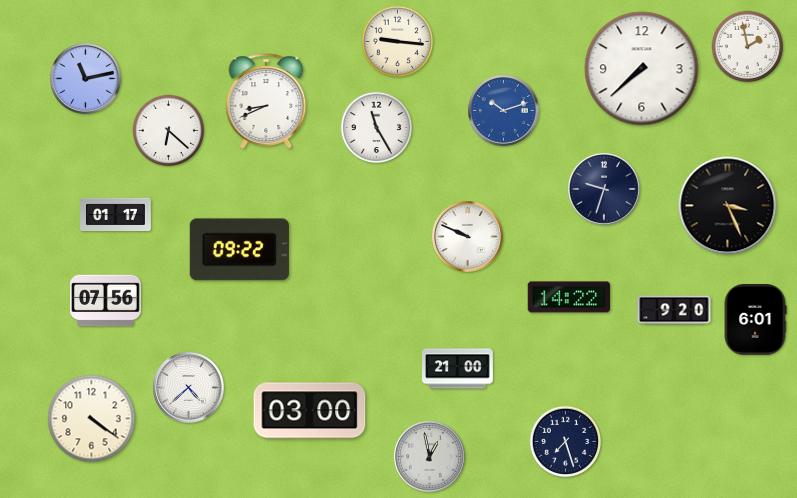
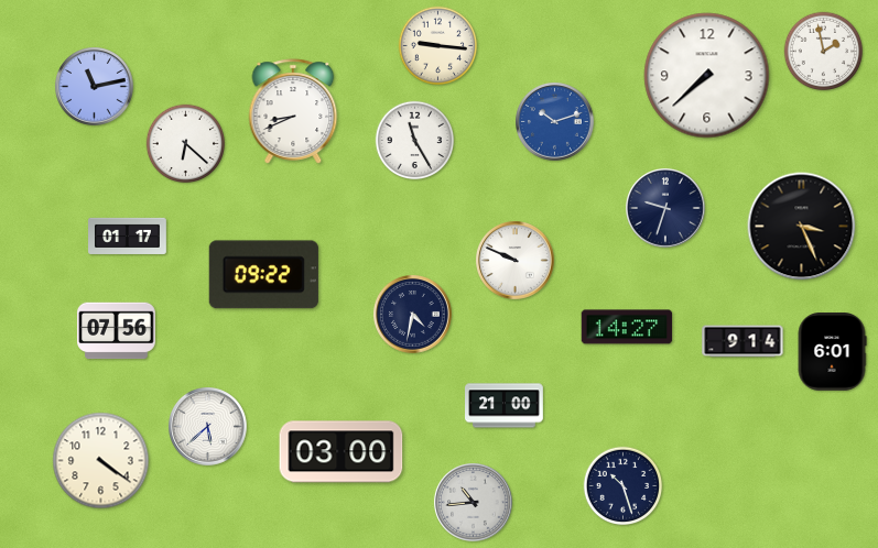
clock at (413, 315): none -> 4:32
clock at (569, 297): 14:22 -> 14:27
clock at (674, 310): 9:20 -> 9:14
clock at (189, 388): 4:38 -> 5:38
clock at (566, 442): 7:27 -> 10:27
clock at (430, 457): 12:58 -> 10:44
